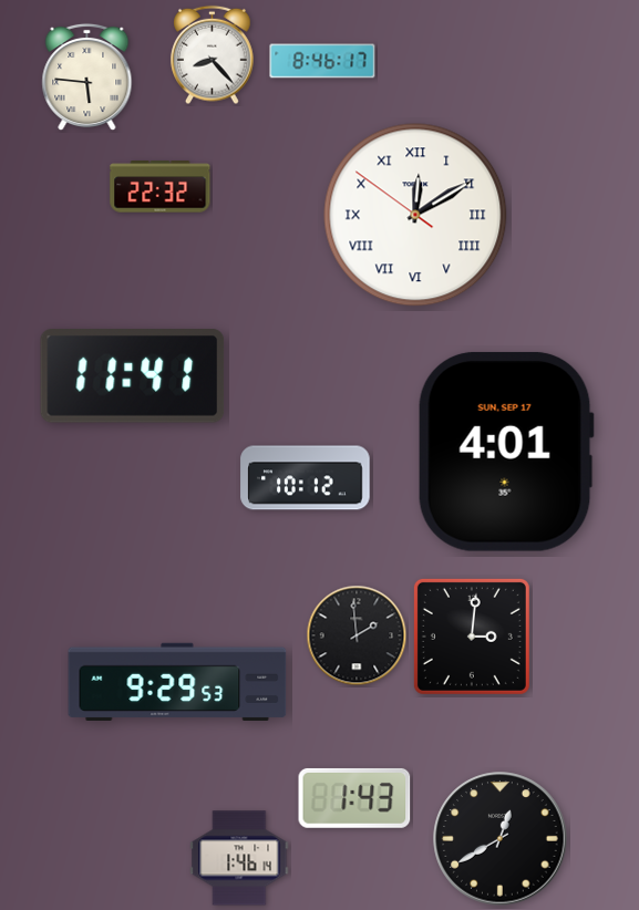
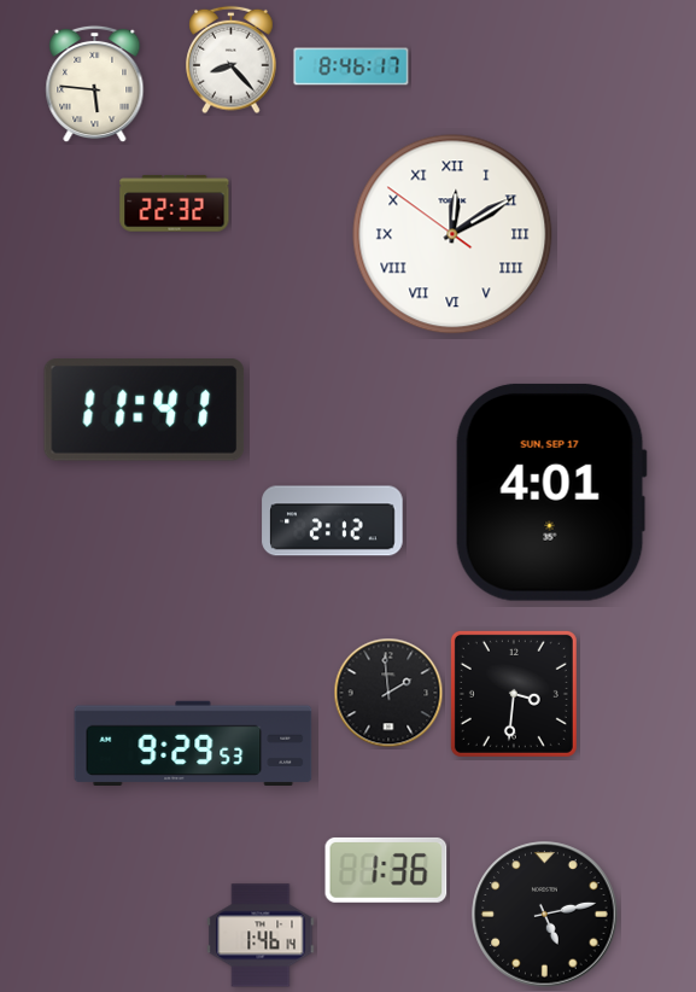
clock at (306, 478): 10:12 -> 2:12
clock at (472, 637): 3:01 -> 3:31
clock at (354, 798): 1:43 -> 1:36
clock at (501, 839): 12:40 -> 5:13
